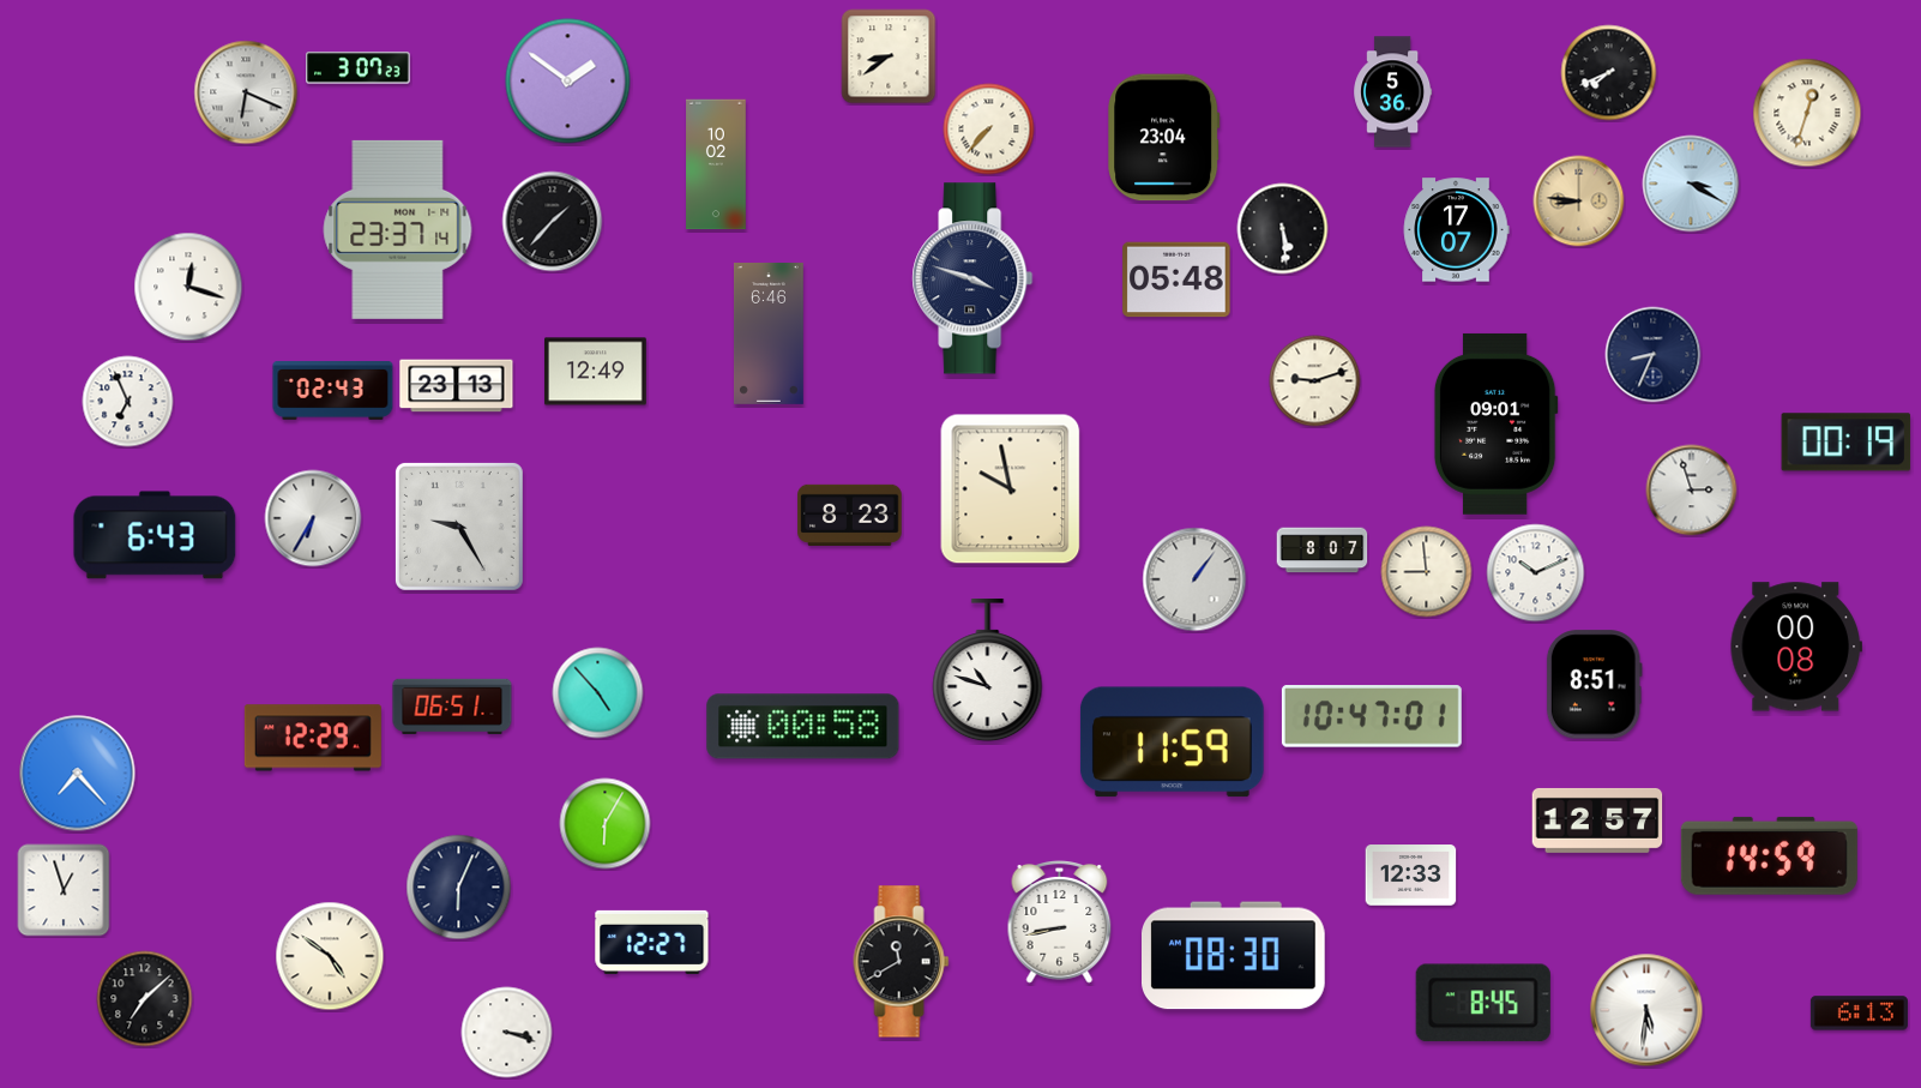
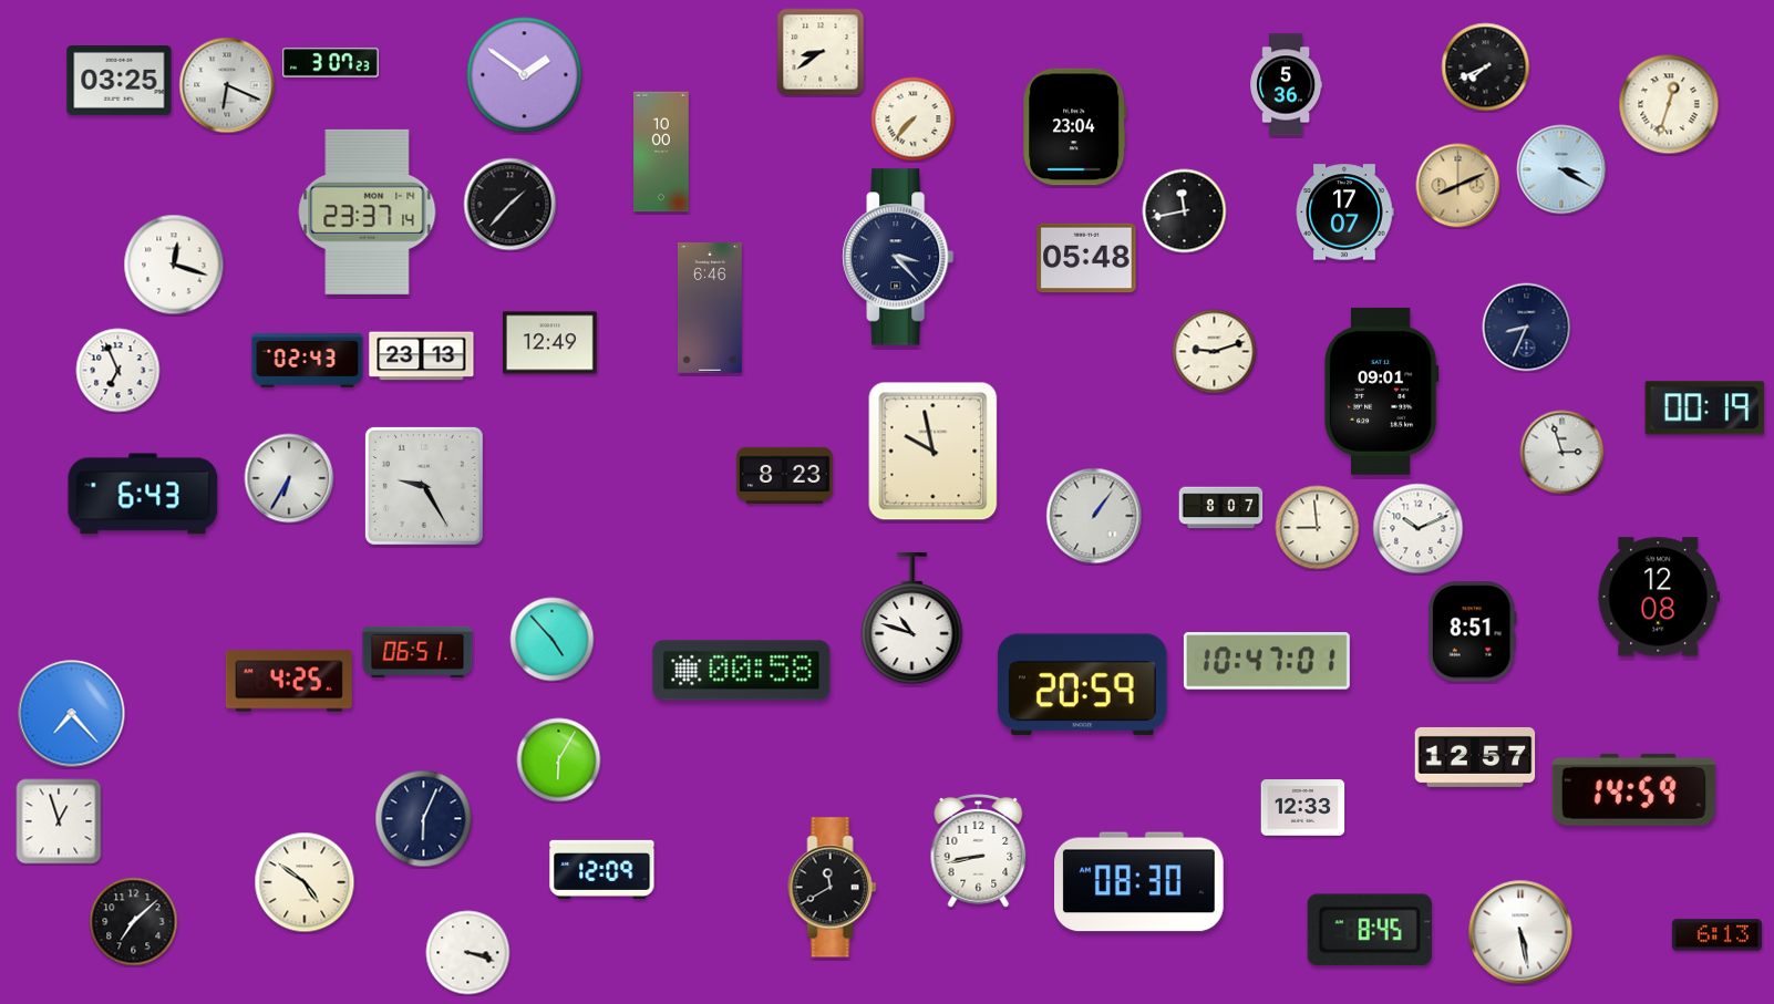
clock at (120, 81): none -> 03:25
clock at (716, 164): 10:02 -> 10:00
clock at (1579, 202): 8:46 -> 8:11
clock at (1283, 229): 5:29 -> 11:43
clock at (972, 278): 3:48 -> 3:23
clock at (1194, 579) position: (1194, 579) -> (1094, 516)
clock at (1795, 647): 00:08 -> 12:08
clock at (313, 738): 12:29 -> 4:25
clock at (1172, 743): 11:59 -> 20:59
clock at (652, 942): 12:27 -> 12:09
clock at (1483, 1003) position: (1483, 1003) -> (1370, 930)
clock at (1646, 1010): 5:31 -> 5:28
